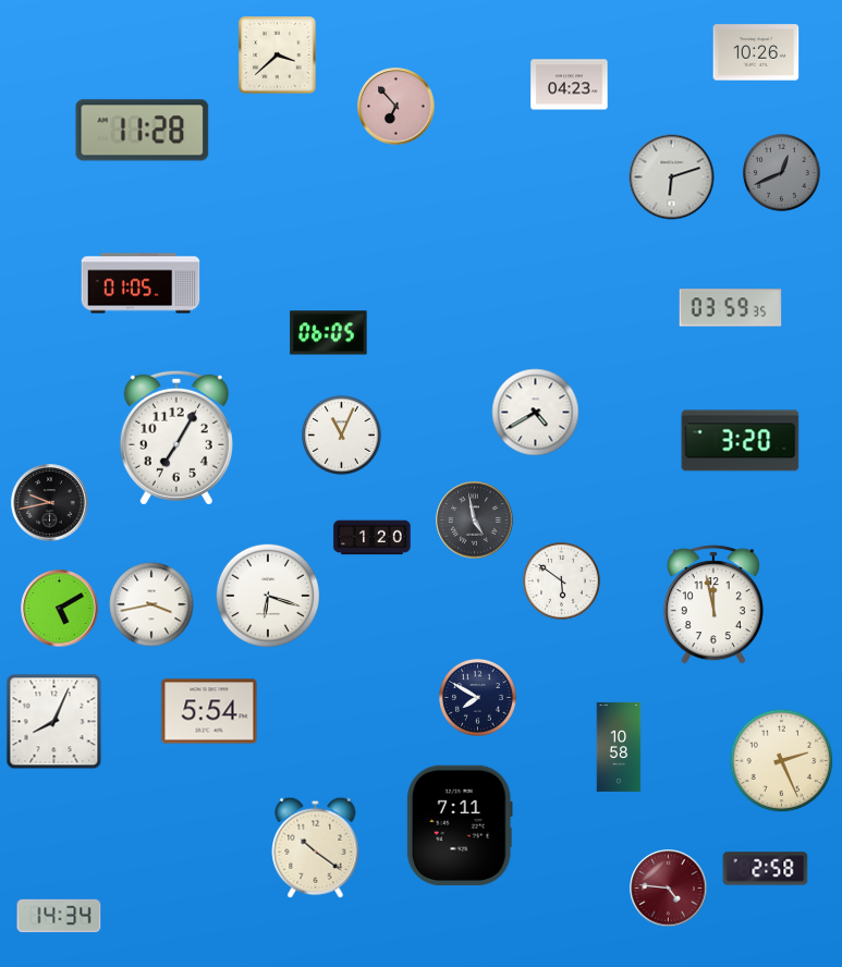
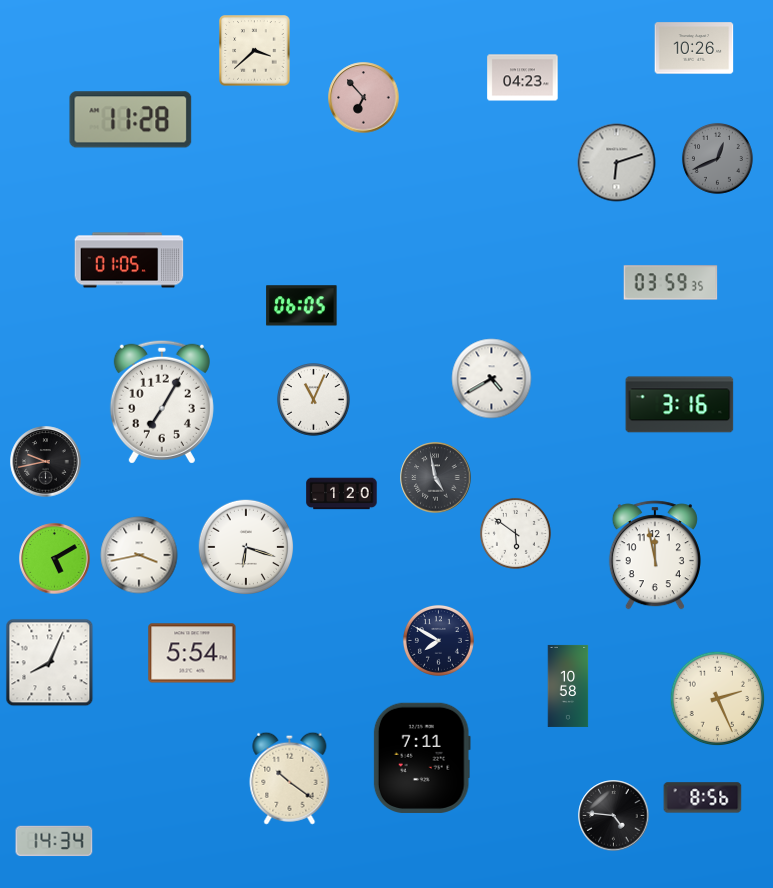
clock at (741, 441): 3:20 -> 3:16
clock at (766, 869): 2:58 -> 8:56
clock at (669, 889) dial: burgundy -> black
